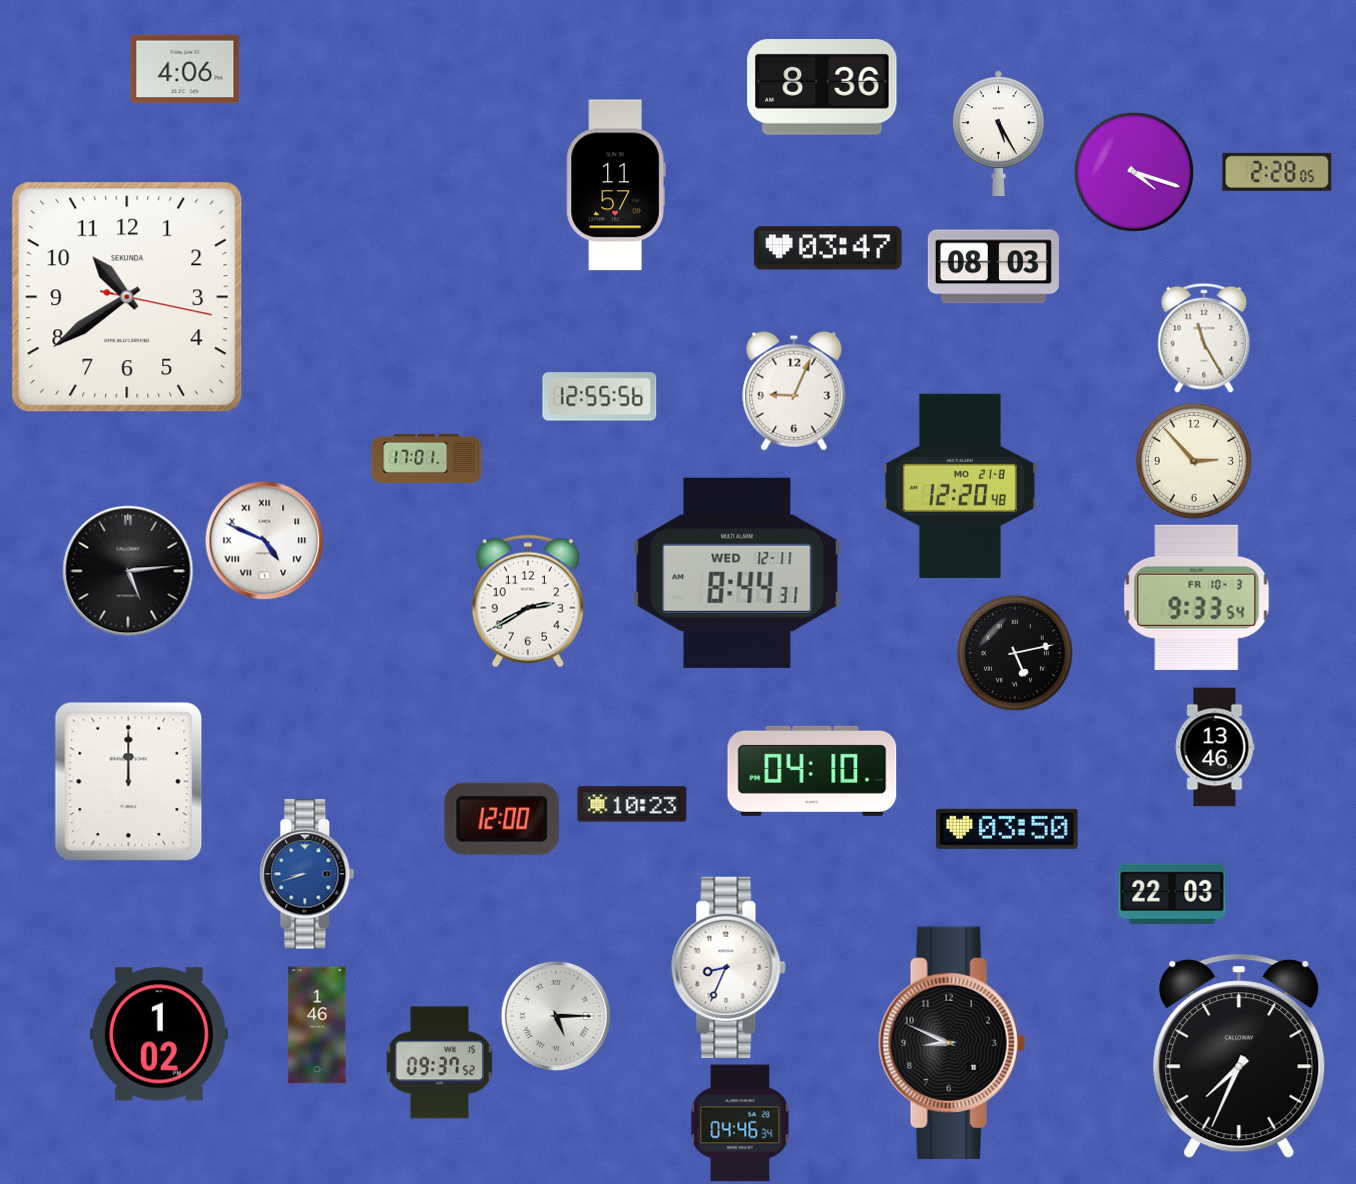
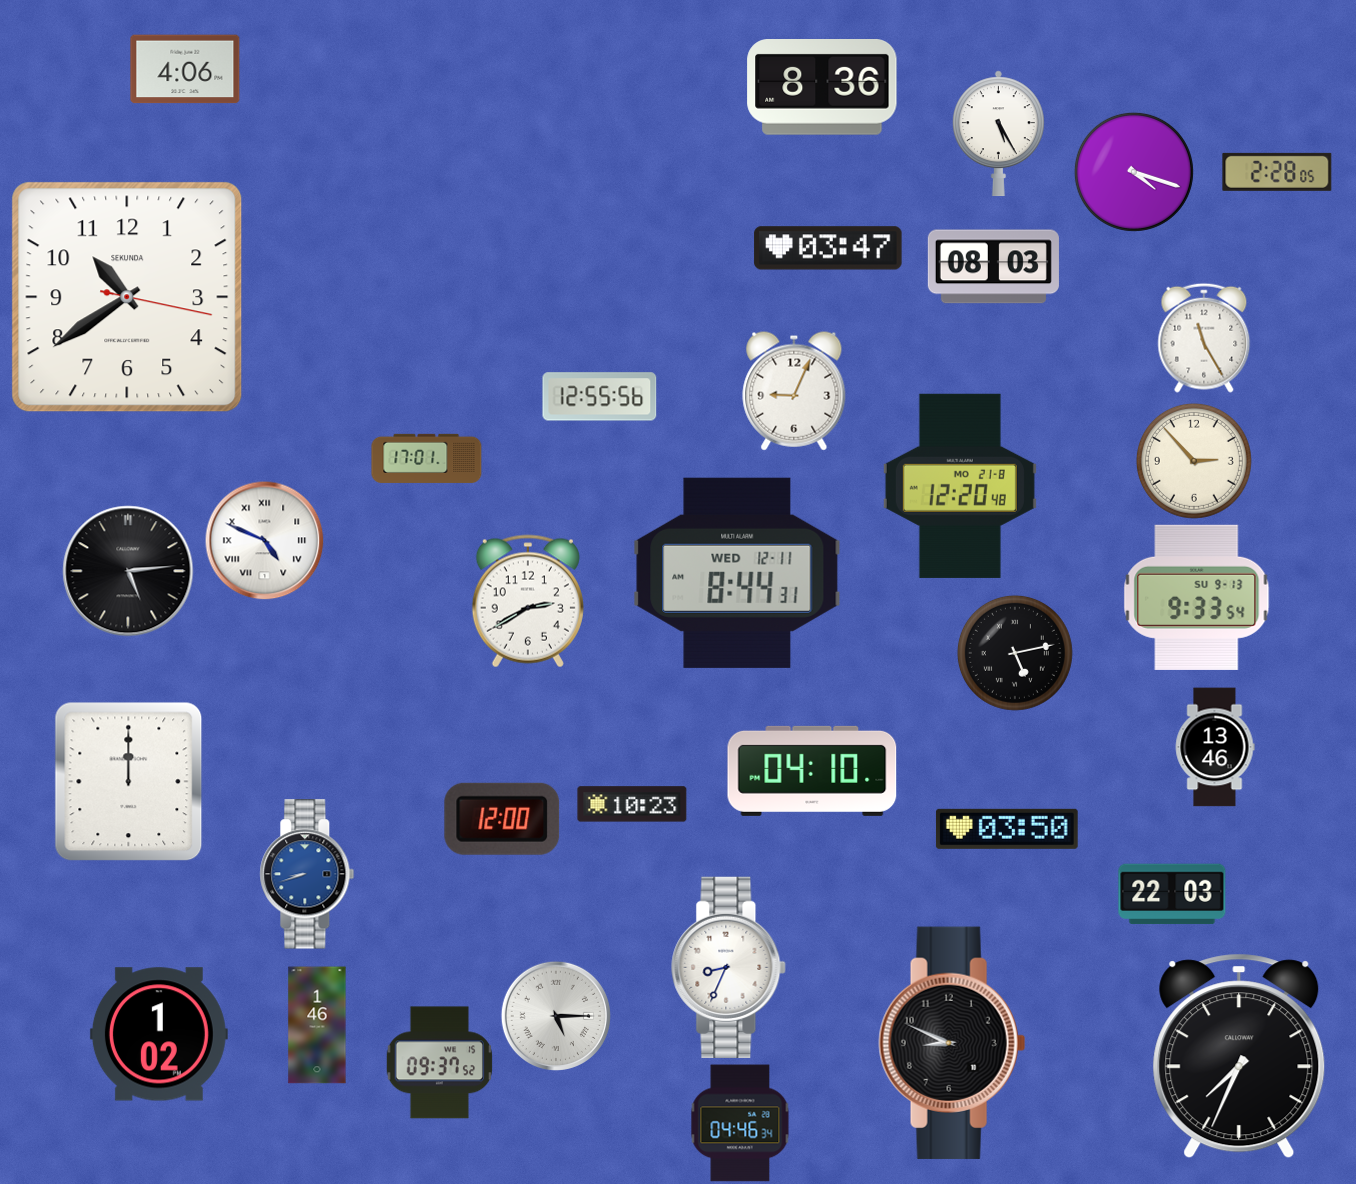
clock at (616, 185): 11:57 -> none
clock at (1197, 597) date: FR 10-3 -> SU 9-13
